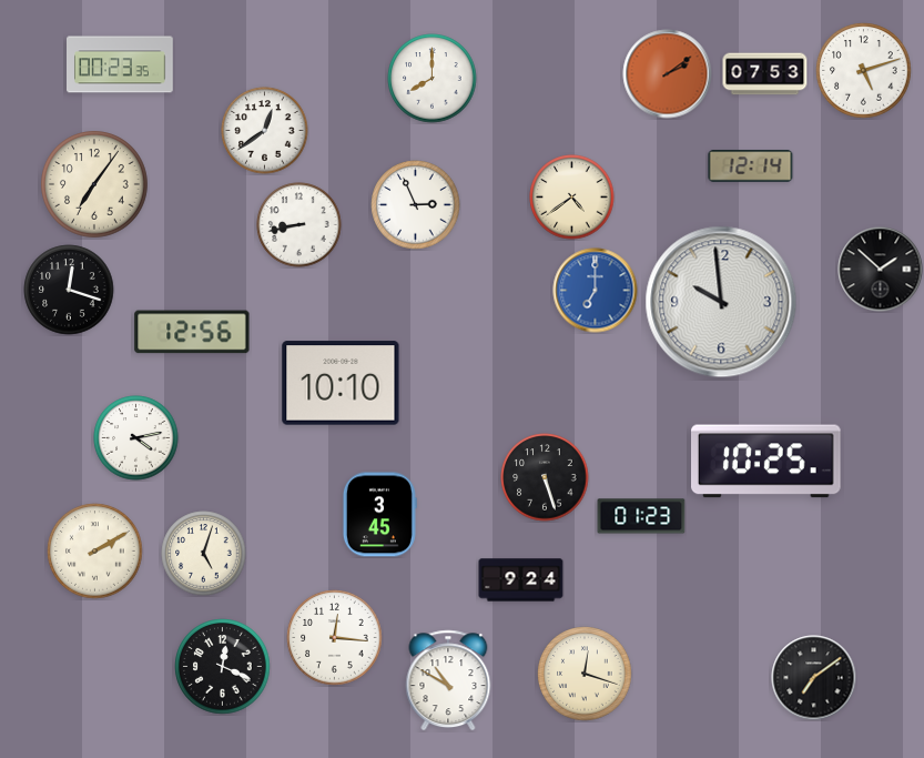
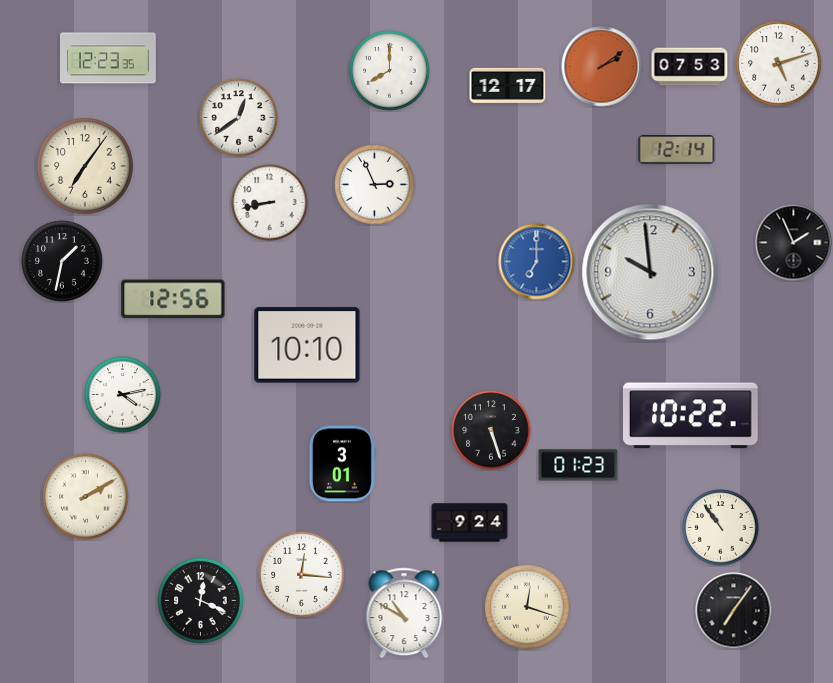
clock at (121, 64): 00:23 -> 12:23
clock at (508, 85): none -> 12:17
clock at (572, 198): 4:39 -> none
clock at (881, 270): 1:52 -> 1:56
clock at (69, 290): 12:18 -> 1:32
clock at (766, 462): 10:25 -> 10:22
clock at (379, 515): 3:45 -> 3:01
clock at (204, 554): 5:03 -> none
clock at (721, 528): none -> 10:54
clock at (814, 678): 7:09 -> 7:06
